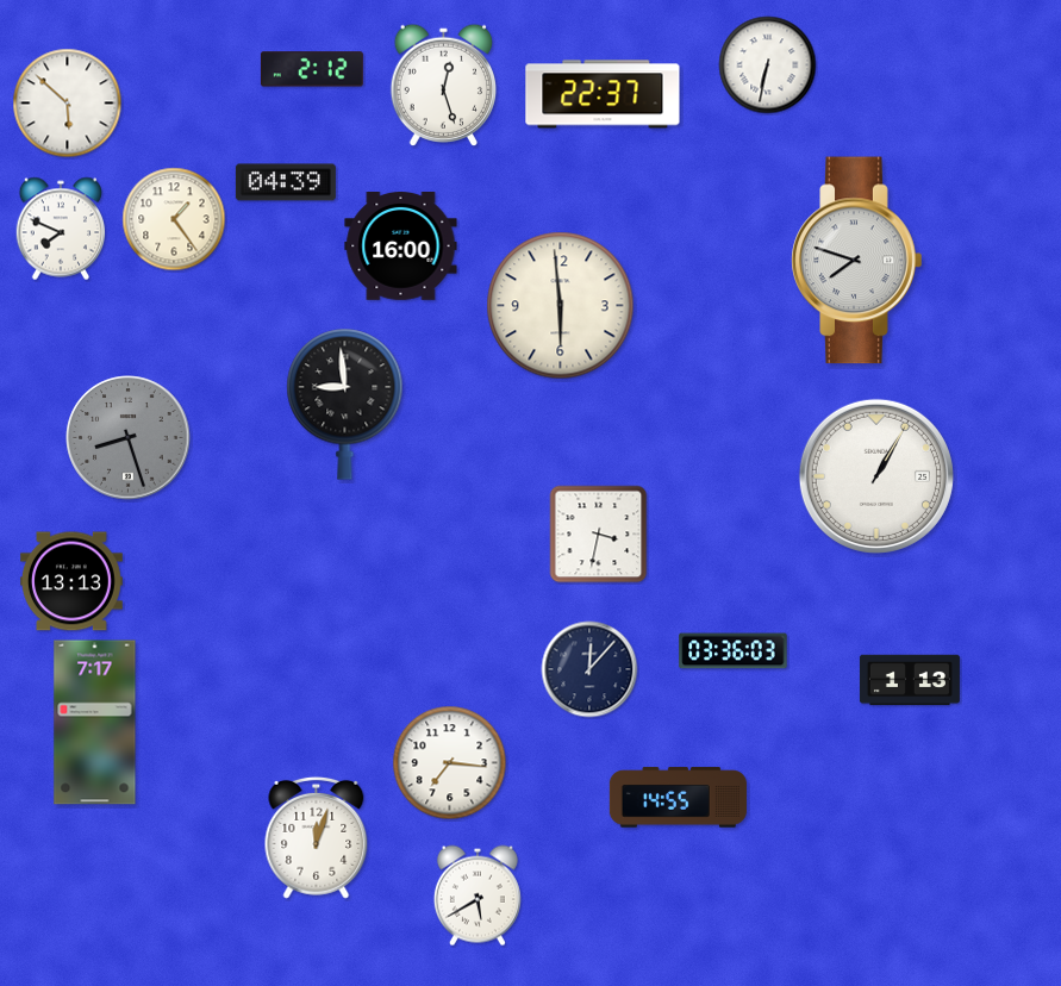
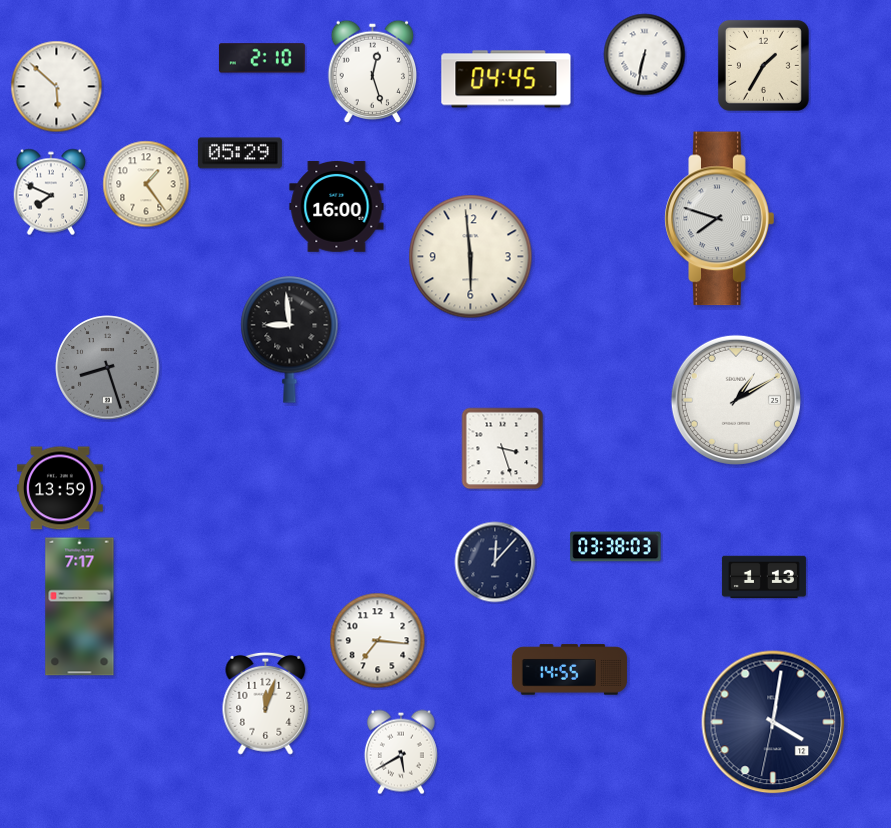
clock at (312, 69): 2:12 -> 2:10
clock at (763, 65): none -> 1:35
clock at (603, 94): 22:37 -> 04:45
clock at (286, 182): 04:39 -> 05:29
clock at (876, 476): 1:05 -> 1:10
clock at (599, 535): 3:32 -> 3:27
clock at (73, 581): 13:13 -> 13:59
clock at (734, 651): 03:36 -> 03:38
clock at (910, 680) position: (910, 680) -> (764, 577)
clock at (773, 722): none -> 4:01
